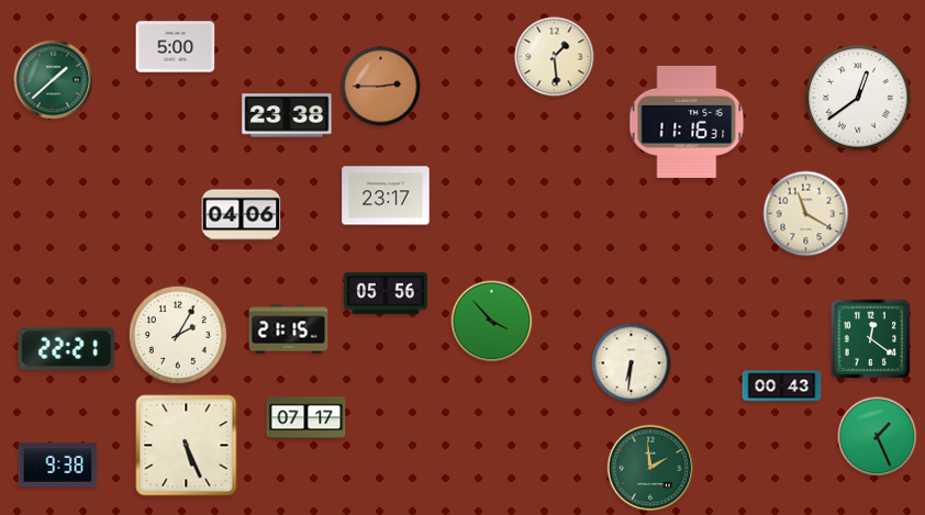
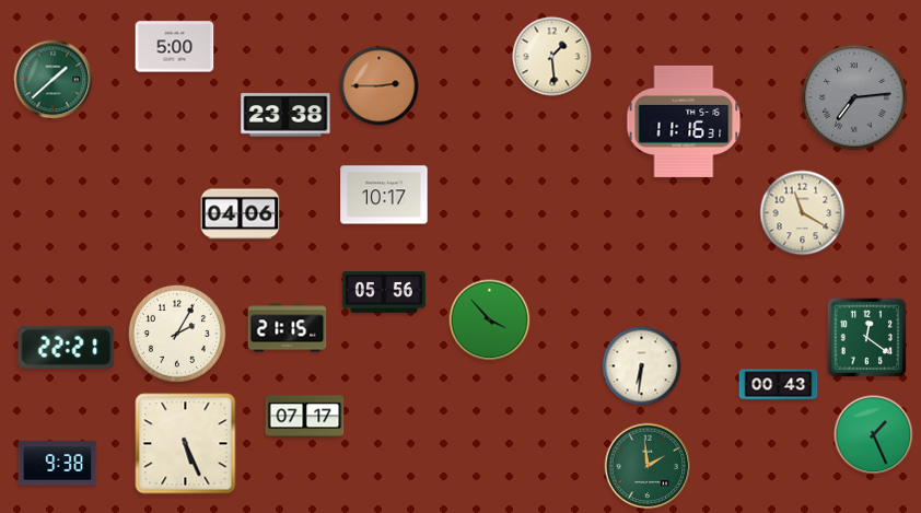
clock at (858, 98): 12:39 -> 7:14
clock at (858, 98) dial: white -> grey
clock at (386, 195): 23:17 -> 10:17
clock at (632, 363) position: (632, 363) -> (642, 366)
